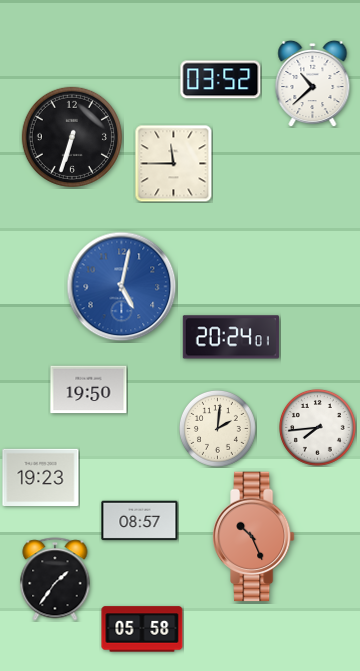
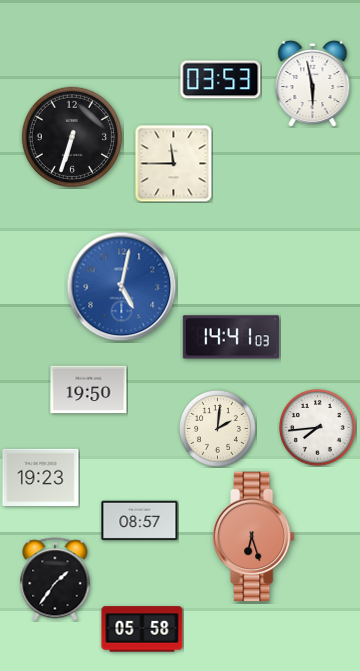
clock at (221, 80): 03:52 -> 03:53
clock at (313, 83): 10:38 -> 5:58
clock at (231, 337): 20:24 -> 14:41
clock at (253, 537): 10:26 -> 6:27
